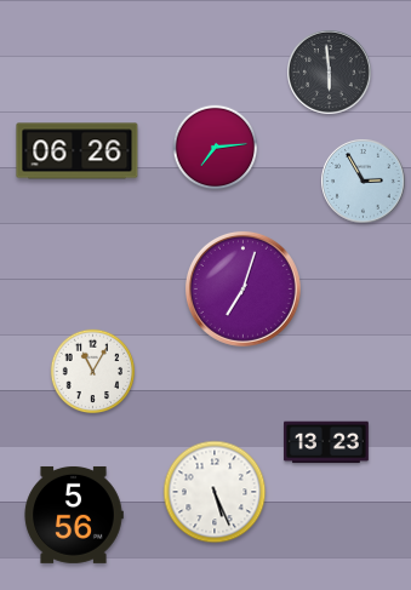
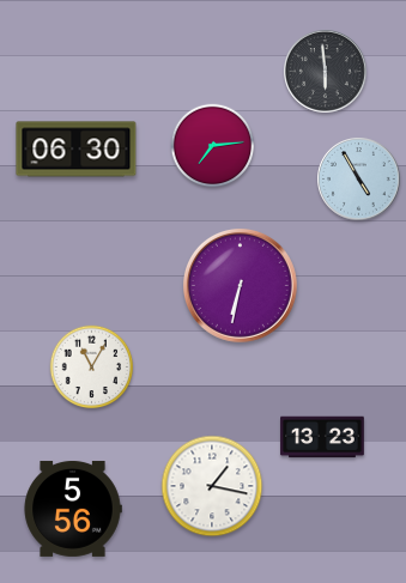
clock at (78, 151): 06:26 -> 06:30
clock at (364, 182): 2:55 -> 4:55
clock at (242, 288): 7:03 -> 6:32
clock at (215, 492): 5:26 -> 1:17
